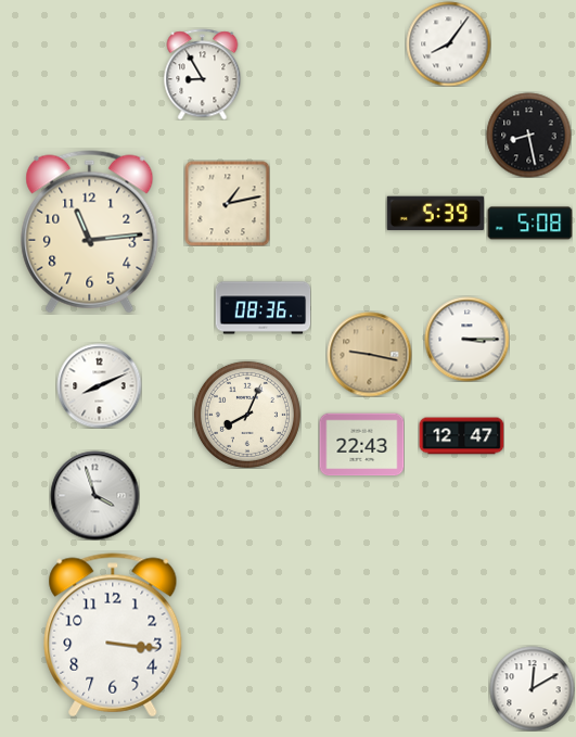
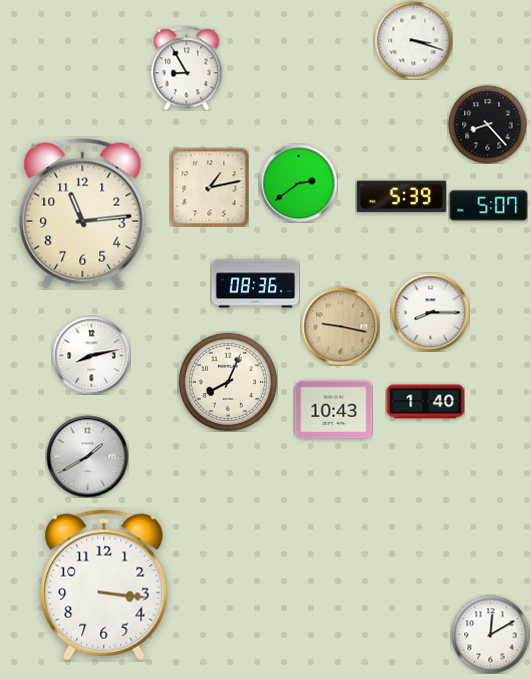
clock at (448, 43): 8:06 -> 3:18
clock at (528, 135): 8:28 -> 8:23
clock at (298, 183): none -> 2:39
clock at (529, 224): 5:08 -> 5:07
clock at (263, 308) position: (263, 308) -> (255, 284)
clock at (466, 339): 3:15 -> 8:15
clock at (99, 385): 8:11 -> 8:13
clock at (461, 436): 12:47 -> 1:40
clock at (361, 445): 22:43 -> 10:43
clock at (94, 495): 3:57 -> 1:40
